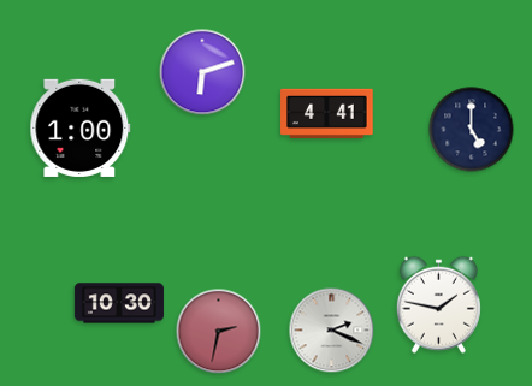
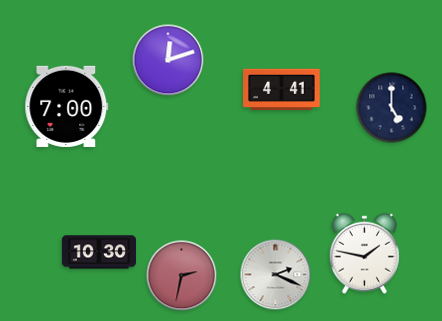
clock at (202, 72): 6:12 -> 12:12
clock at (327, 113) position: (327, 113) -> (282, 89)
clock at (81, 127): 1:00 -> 7:00
